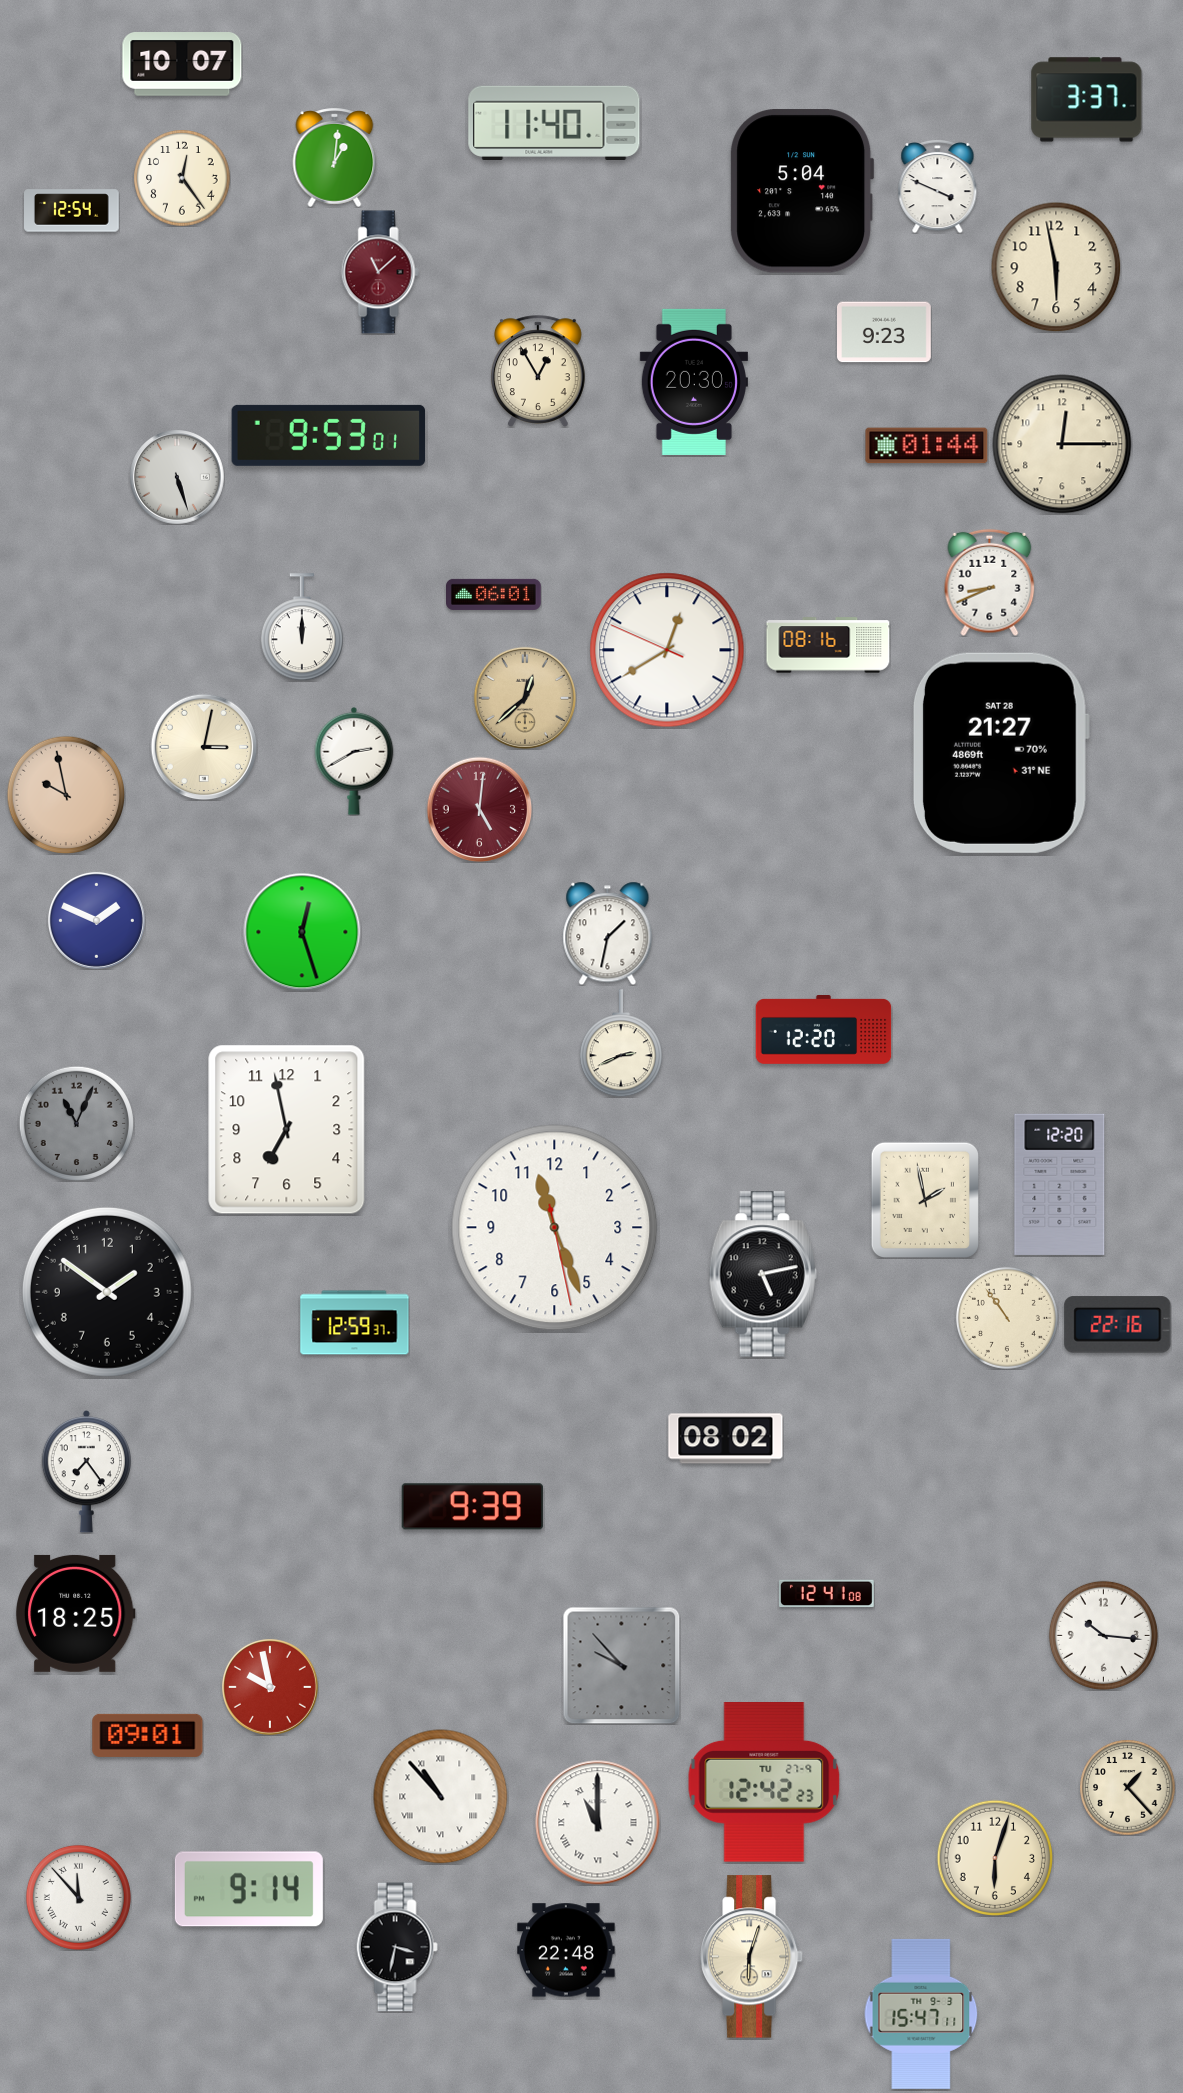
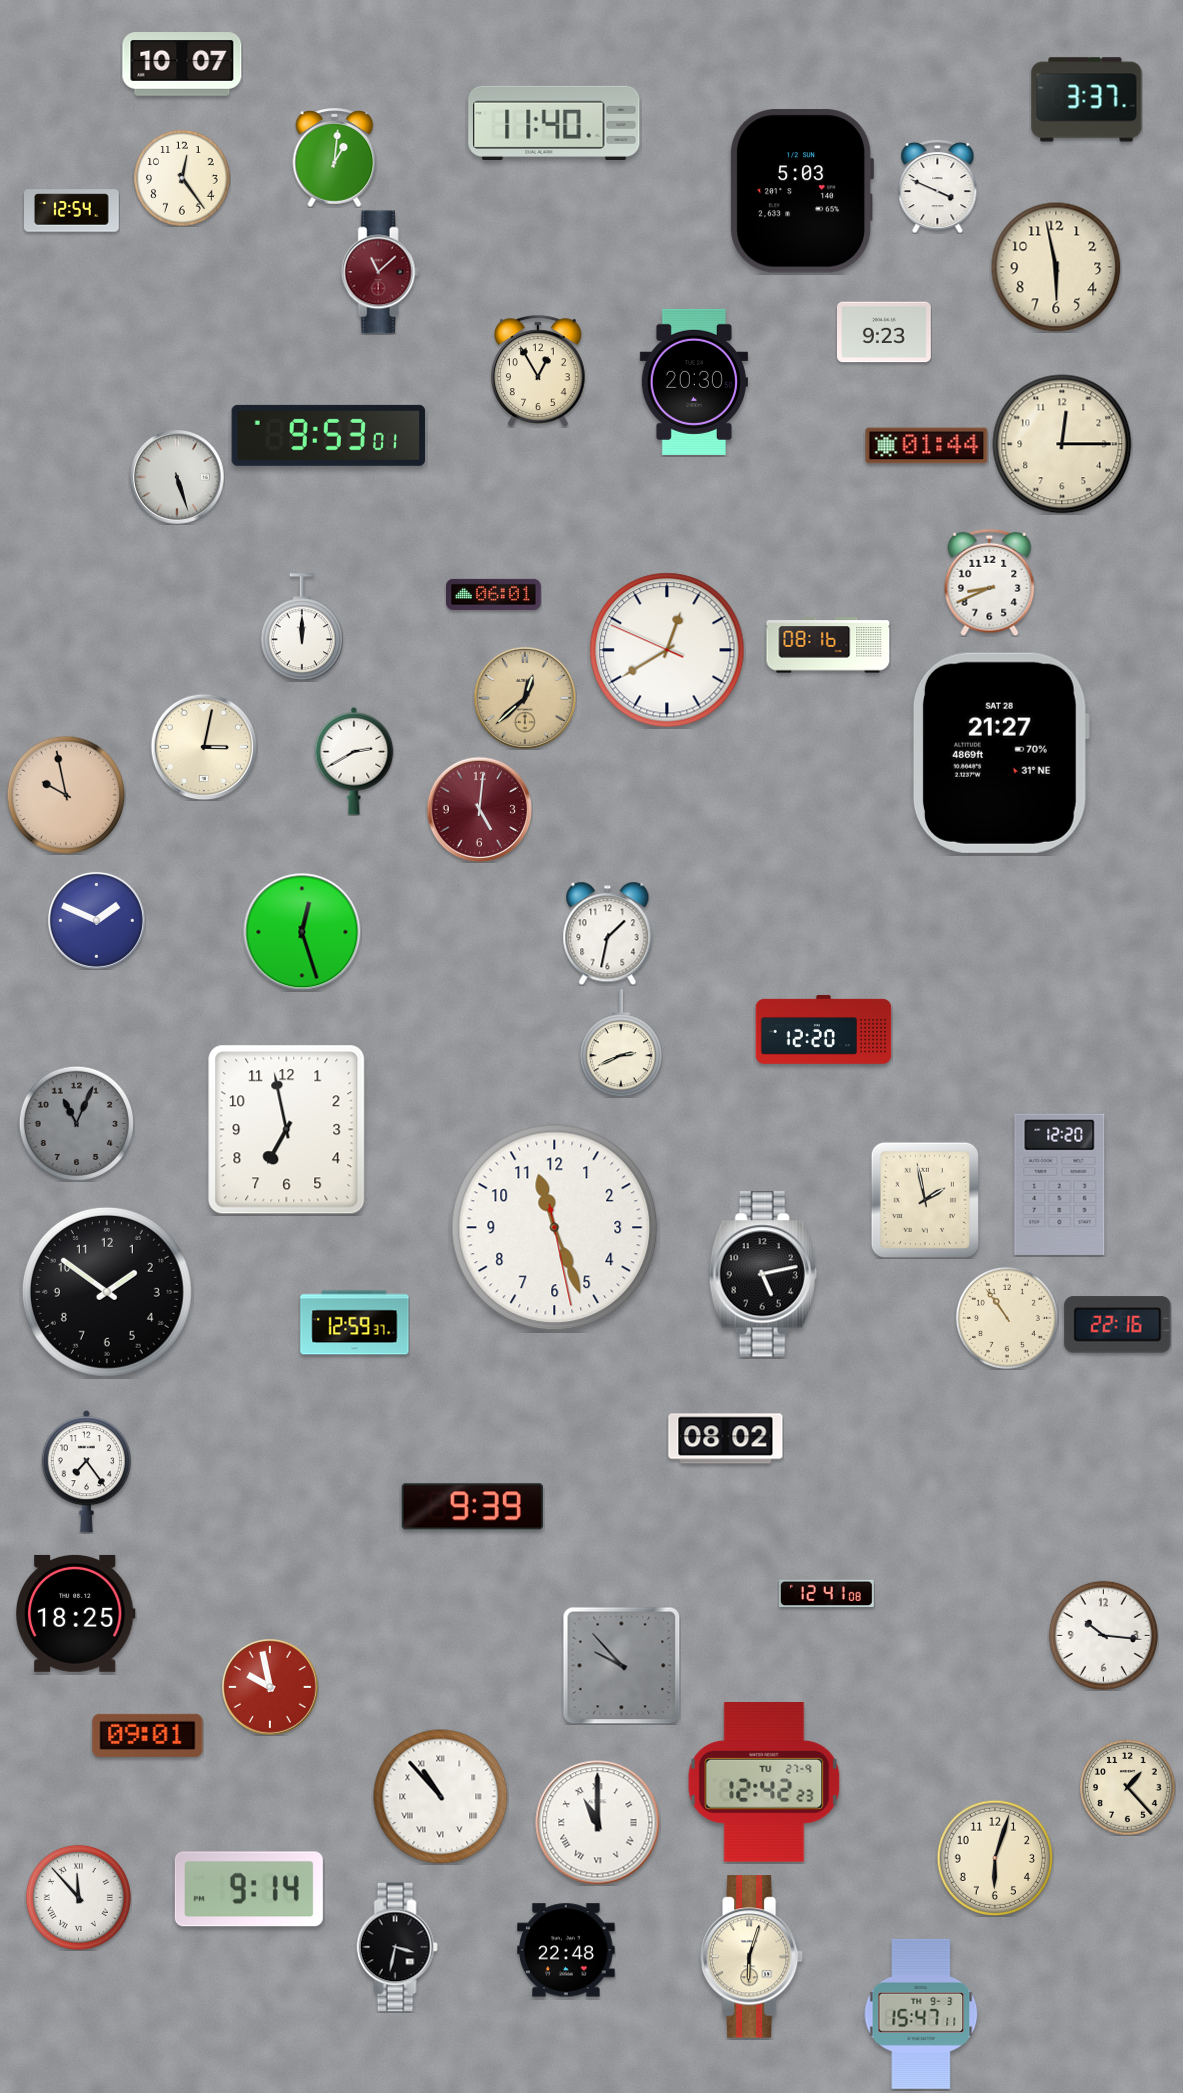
clock at (802, 191): 5:04 -> 5:03
